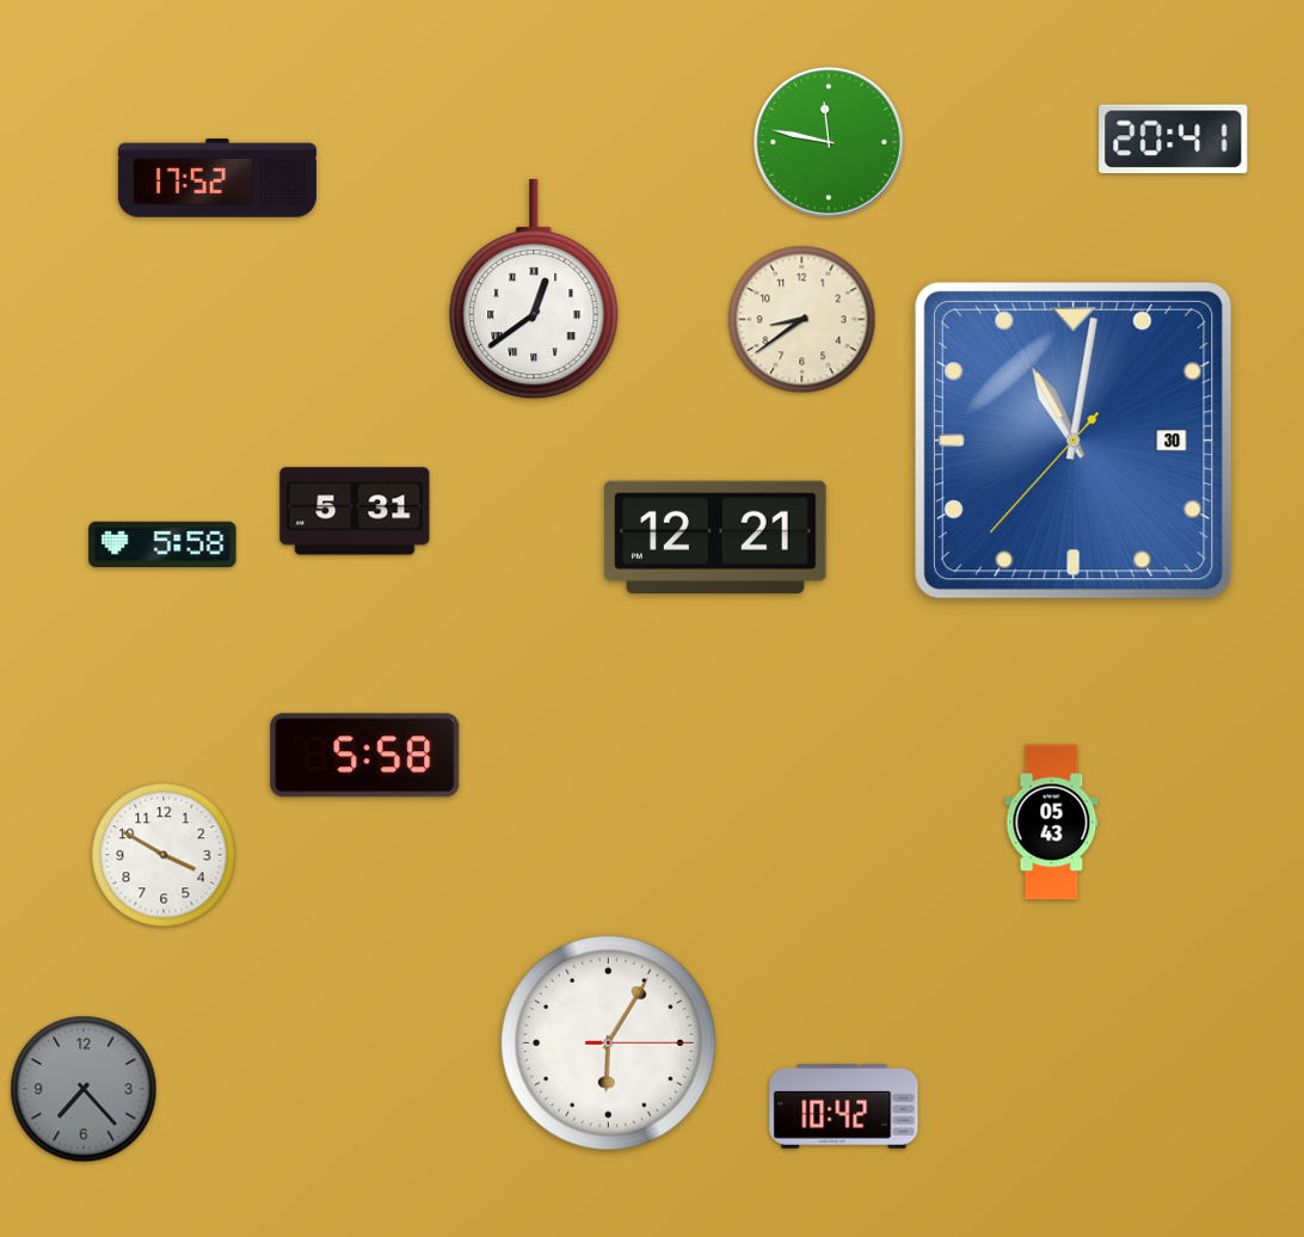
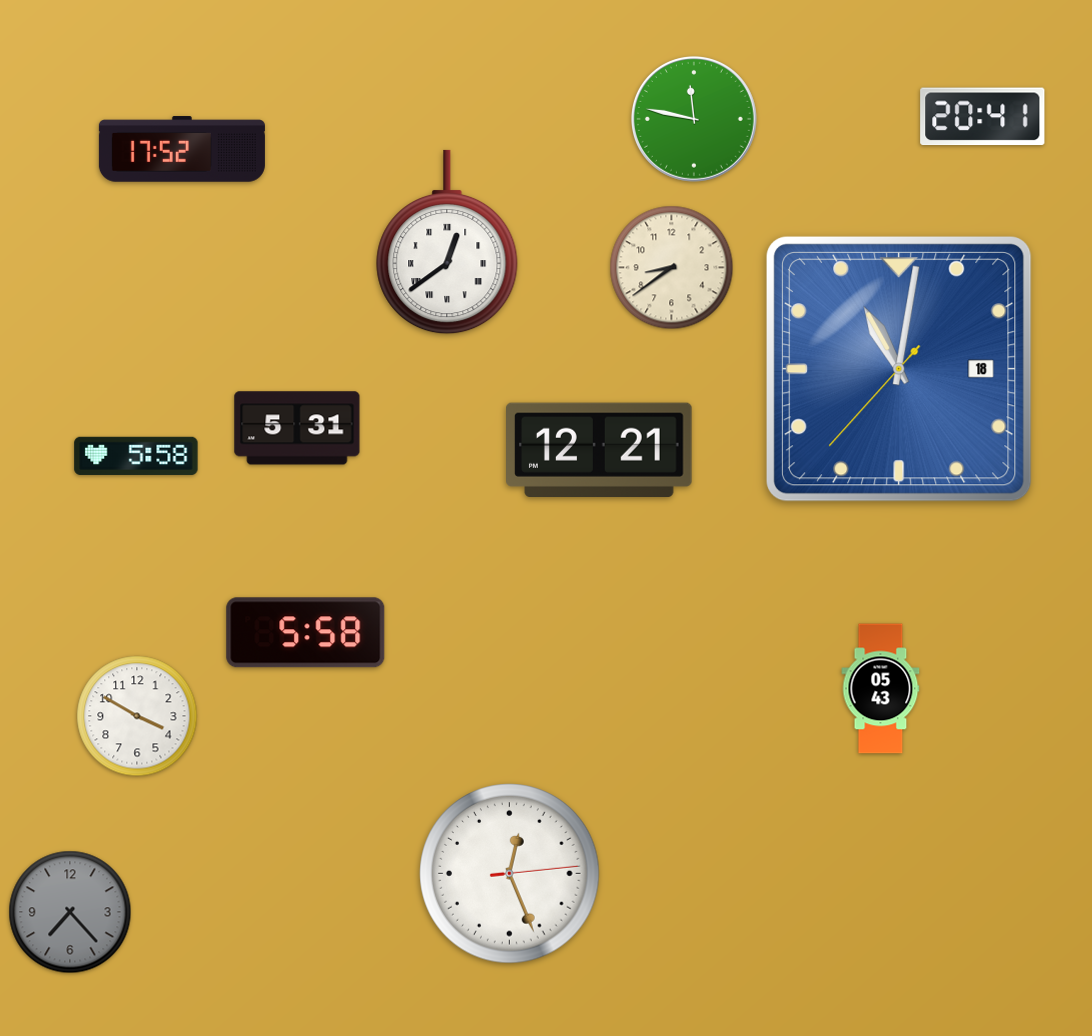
clock at (1074, 441) date: 30 -> 18
clock at (609, 1044): 6:05 -> 12:26
clock at (844, 1107): 10:42 -> none
